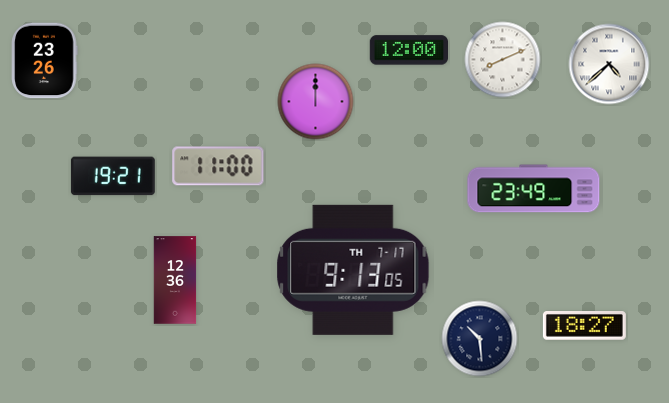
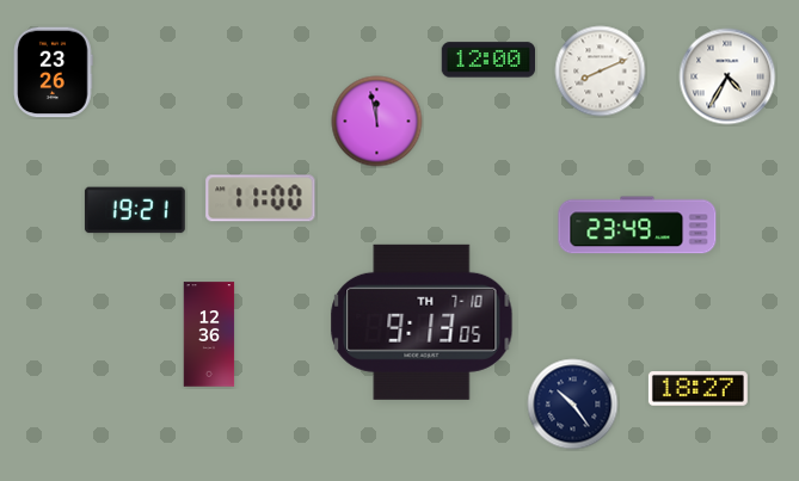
clock at (609, 64): 4:38 -> 4:35
clock at (316, 102): 12:00 -> 11:58
clock at (353, 270) date: TH 7-17 -> TH 7-10
clock at (480, 339): 10:29 -> 10:24
